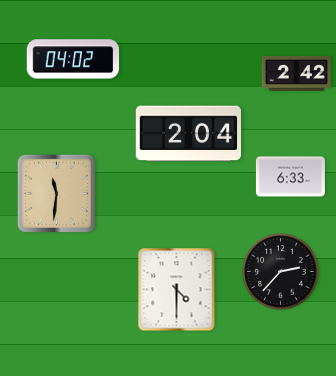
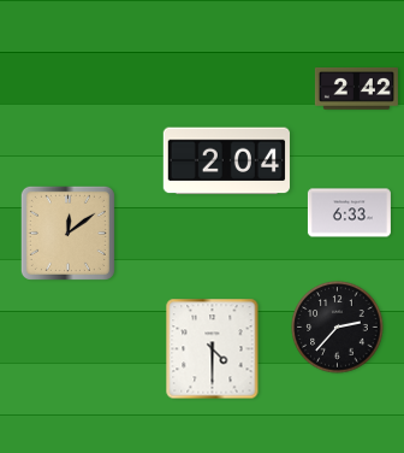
clock at (73, 59): 04:02 -> none
clock at (56, 193): 11:31 -> 12:09
